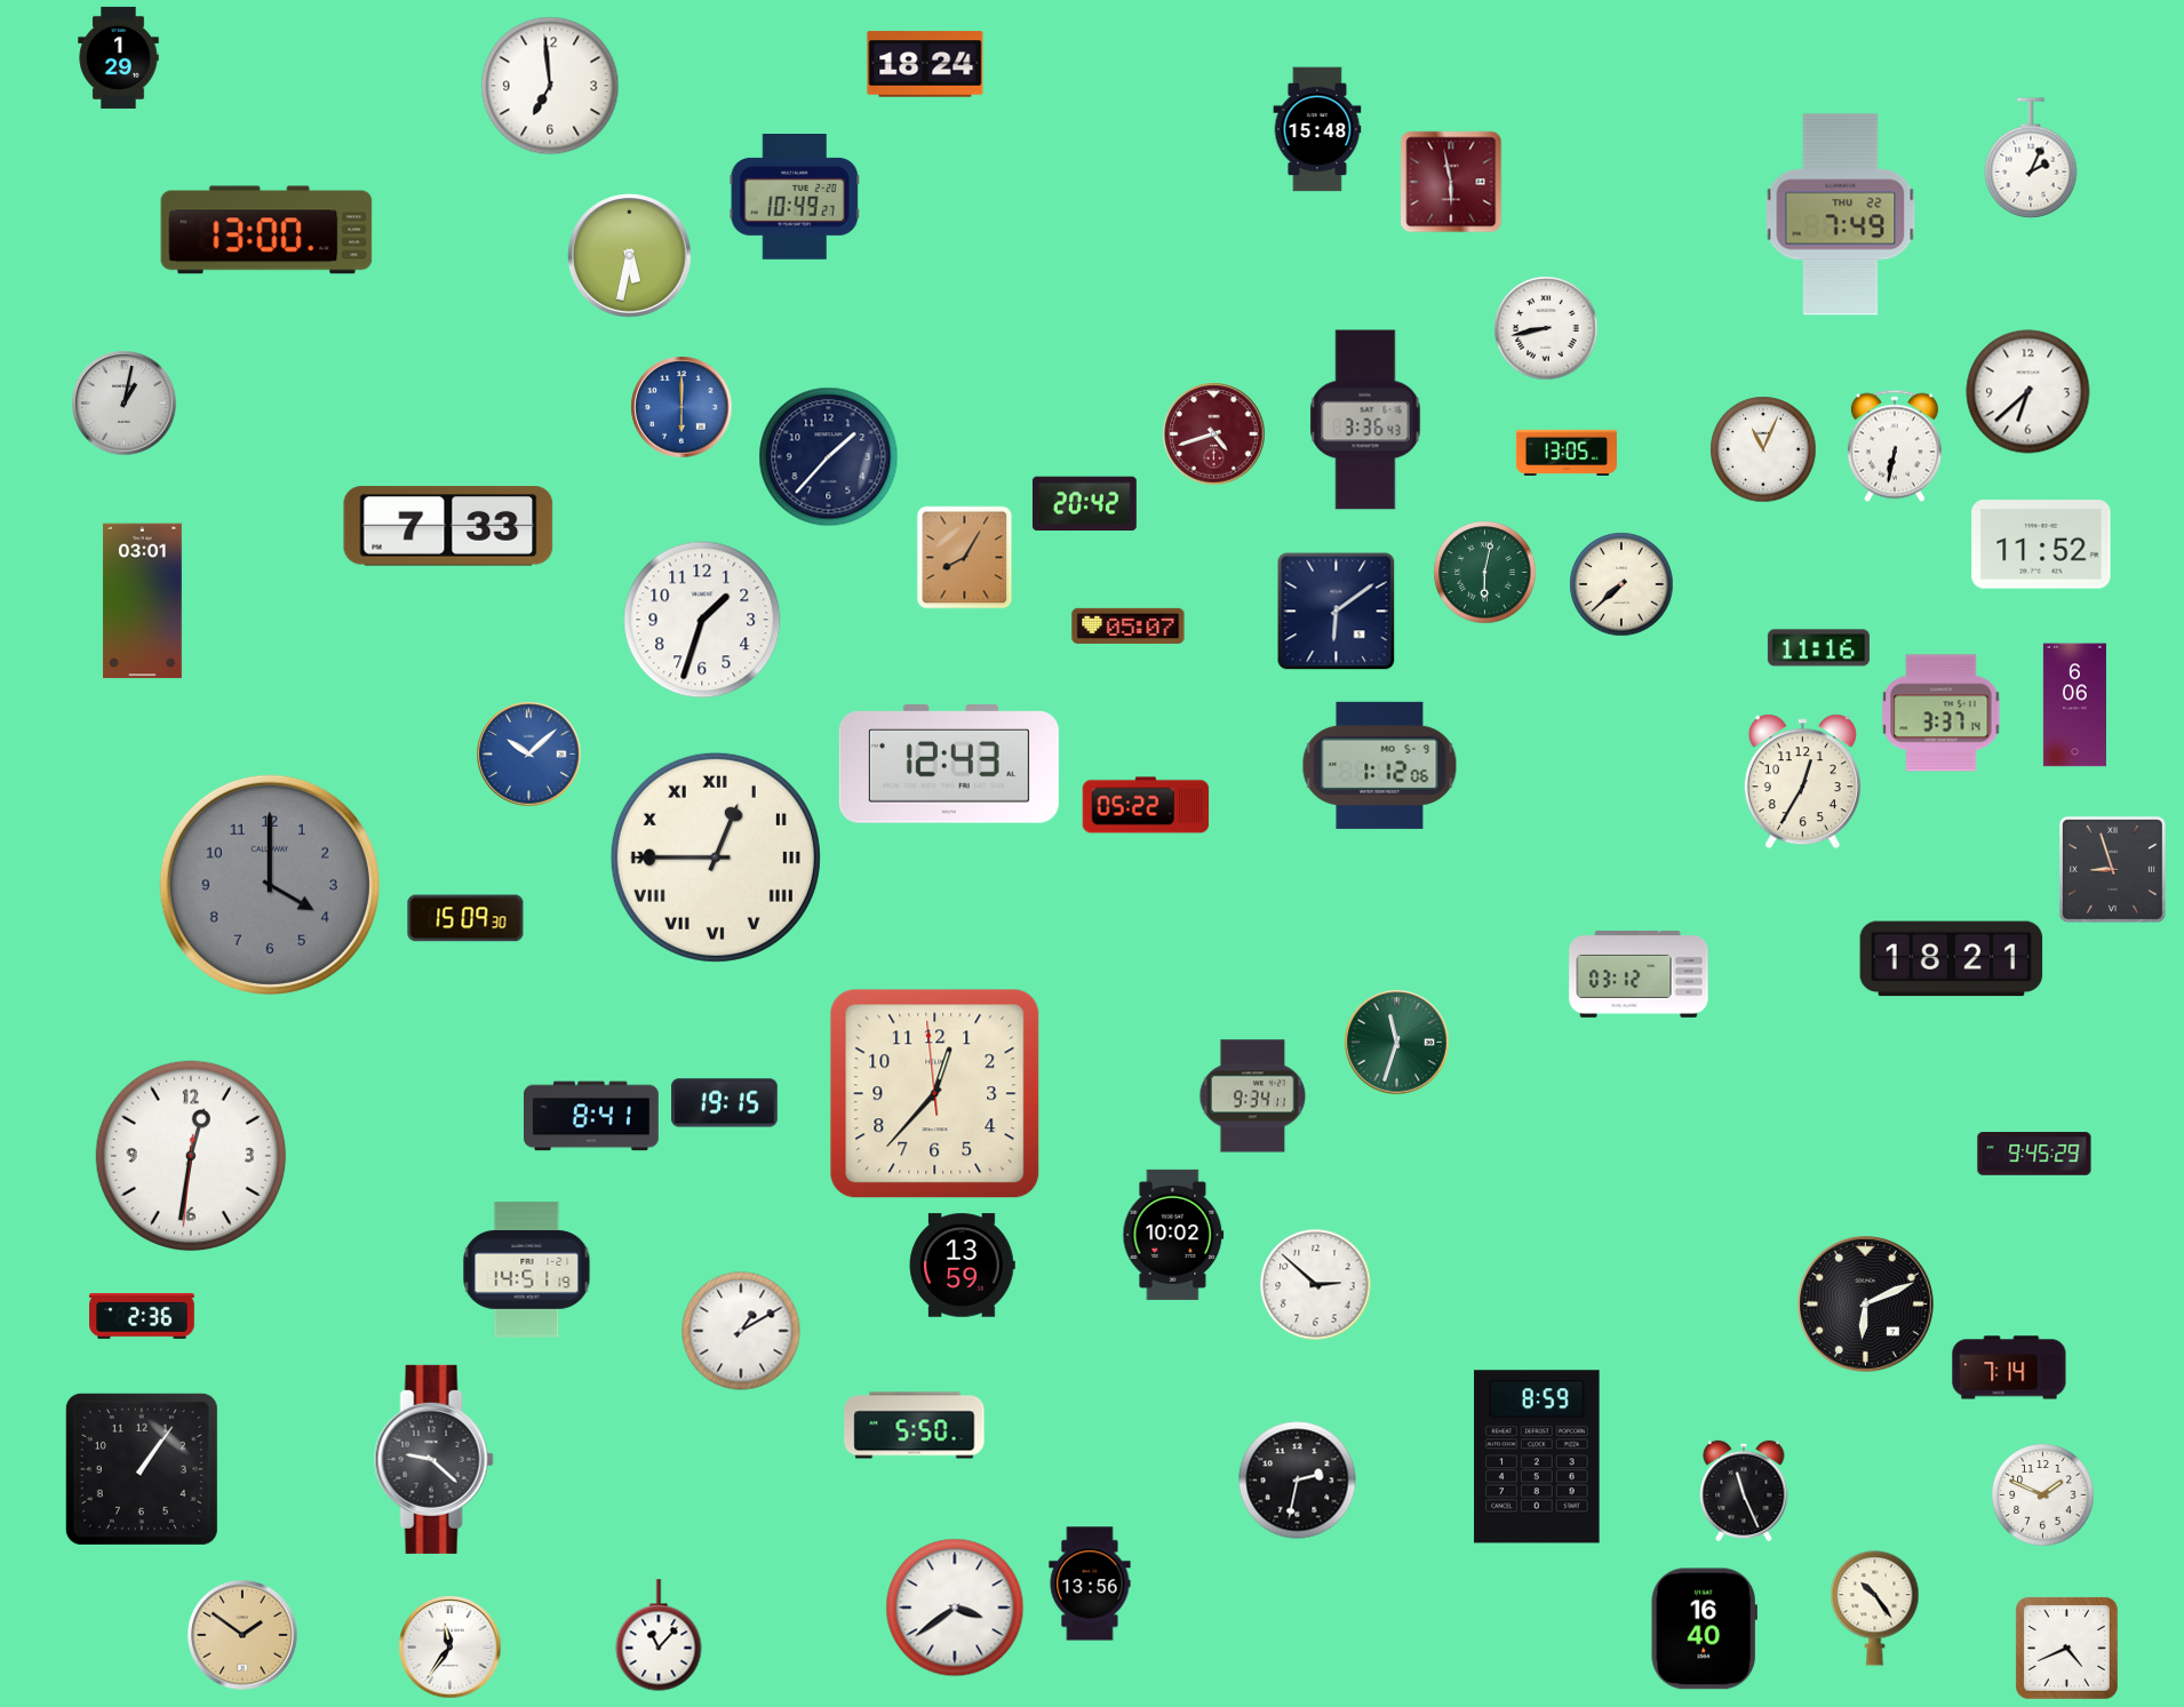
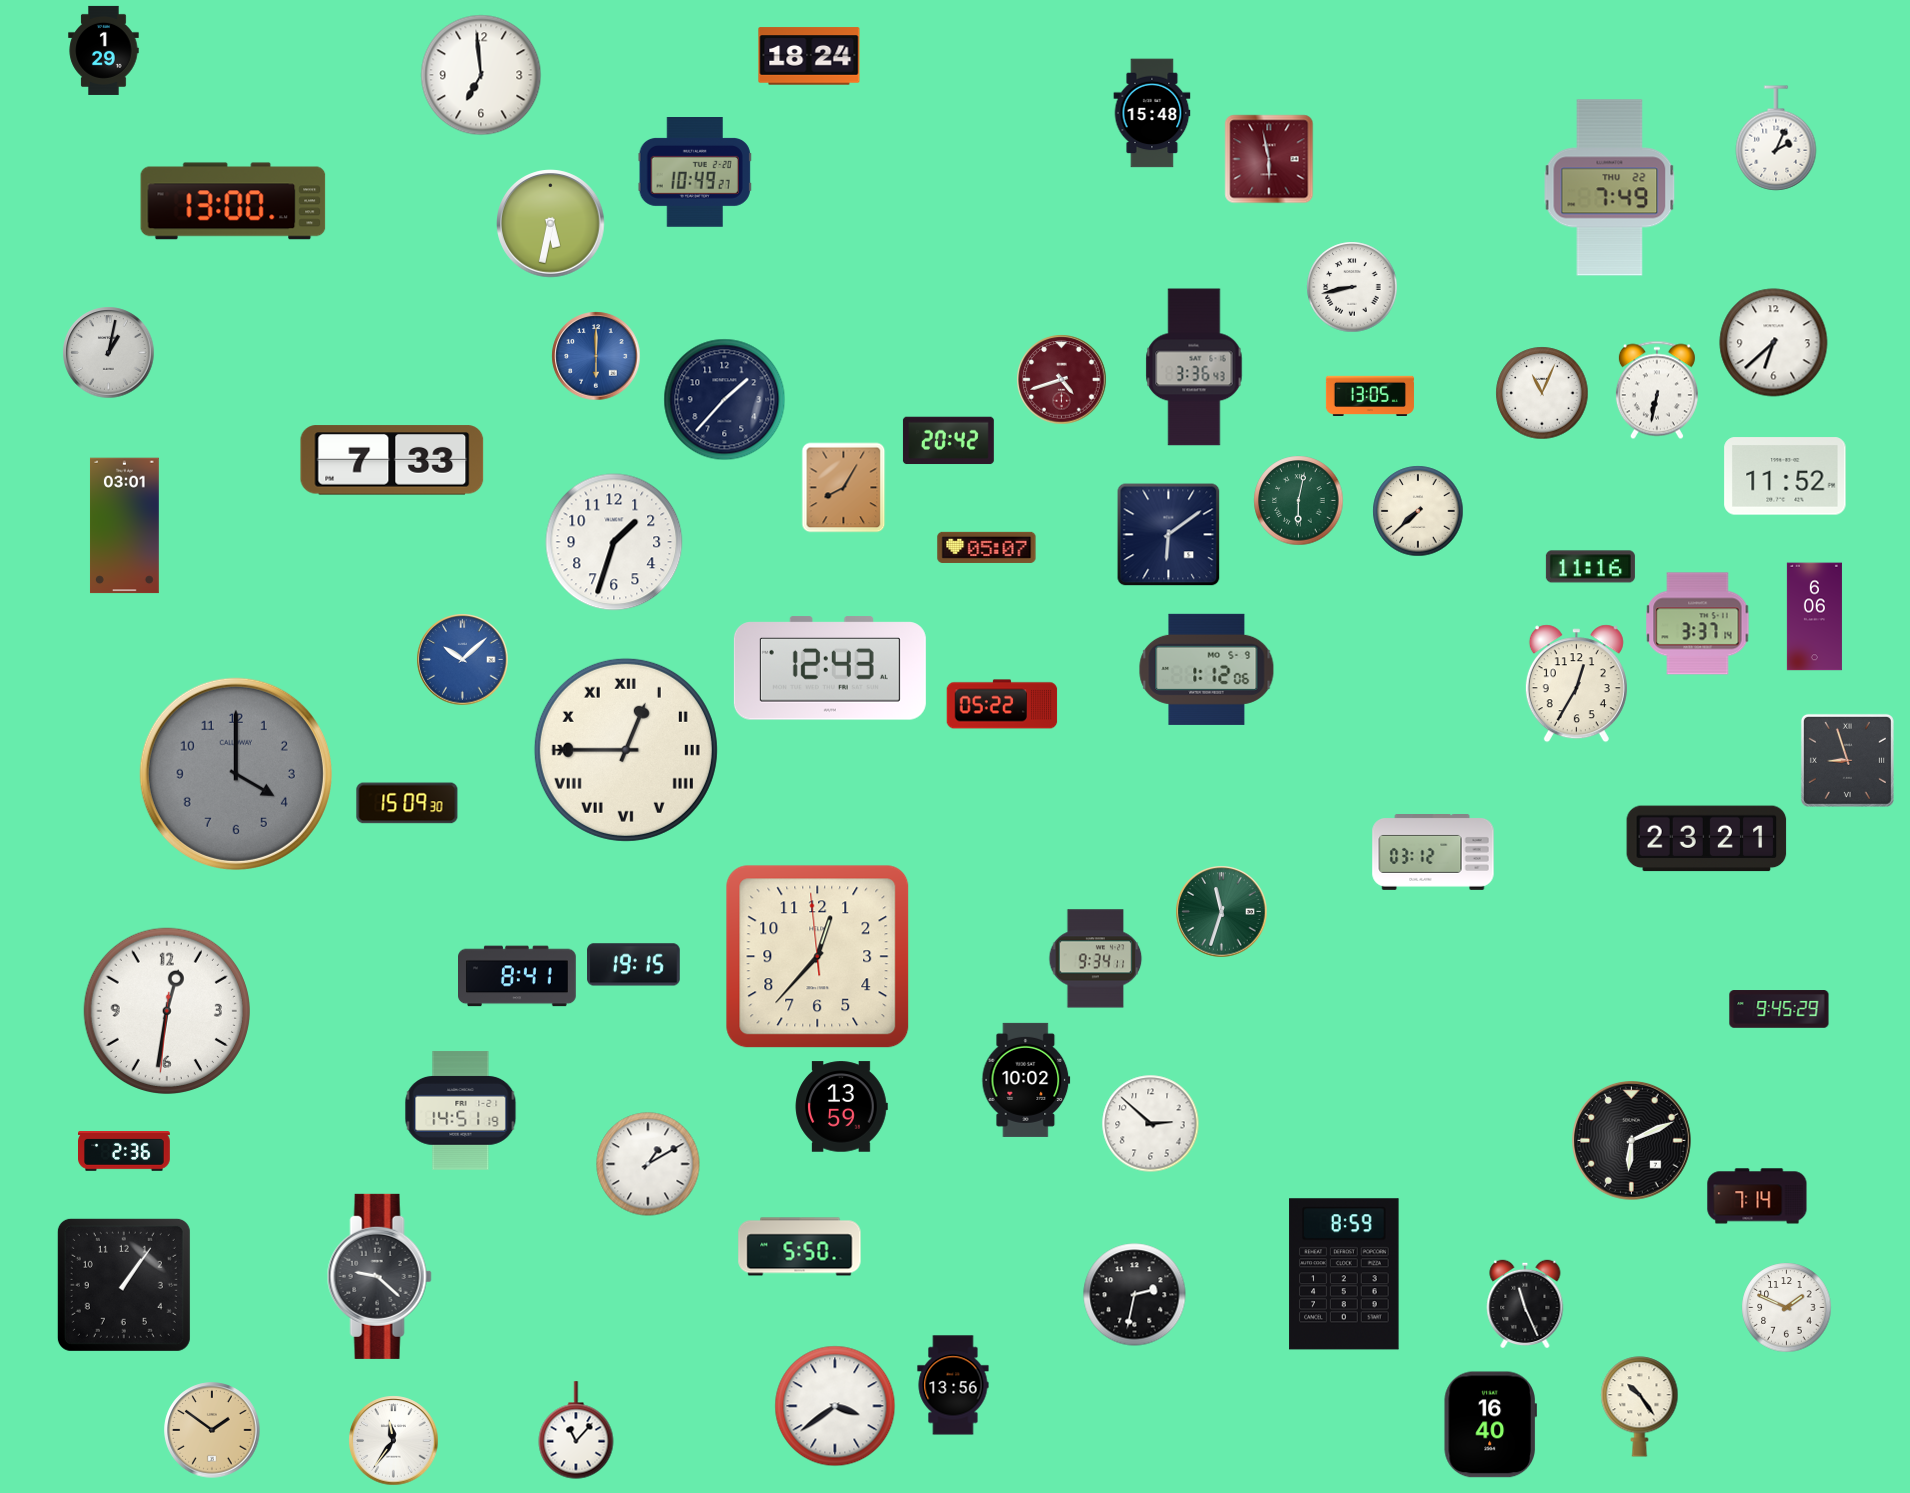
clock at (1952, 959): 18:21 -> 23:21
clock at (2066, 1648): 4:41 -> none
